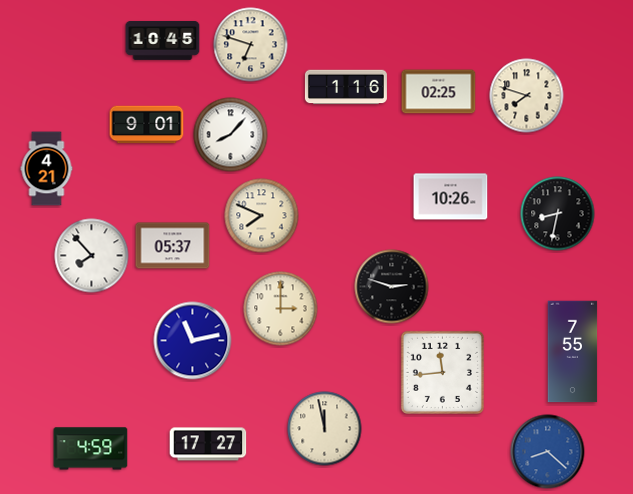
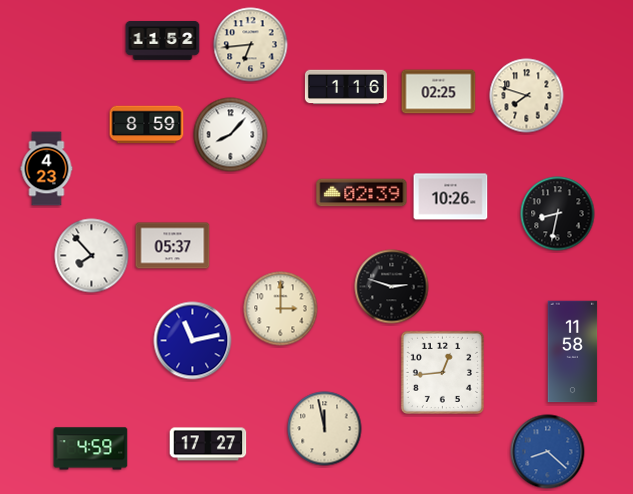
clock at (163, 40): 10:45 -> 11:52
clock at (251, 45): 6:48 -> 6:44
clock at (147, 125): 9:01 -> 8:59
clock at (47, 169): 4:21 -> 4:23
clock at (362, 193): none -> 02:39
clock at (262, 216): 7:49 -> none
clock at (573, 352): 7:55 -> 11:58
clock at (442, 372): 11:44 -> 12:44
